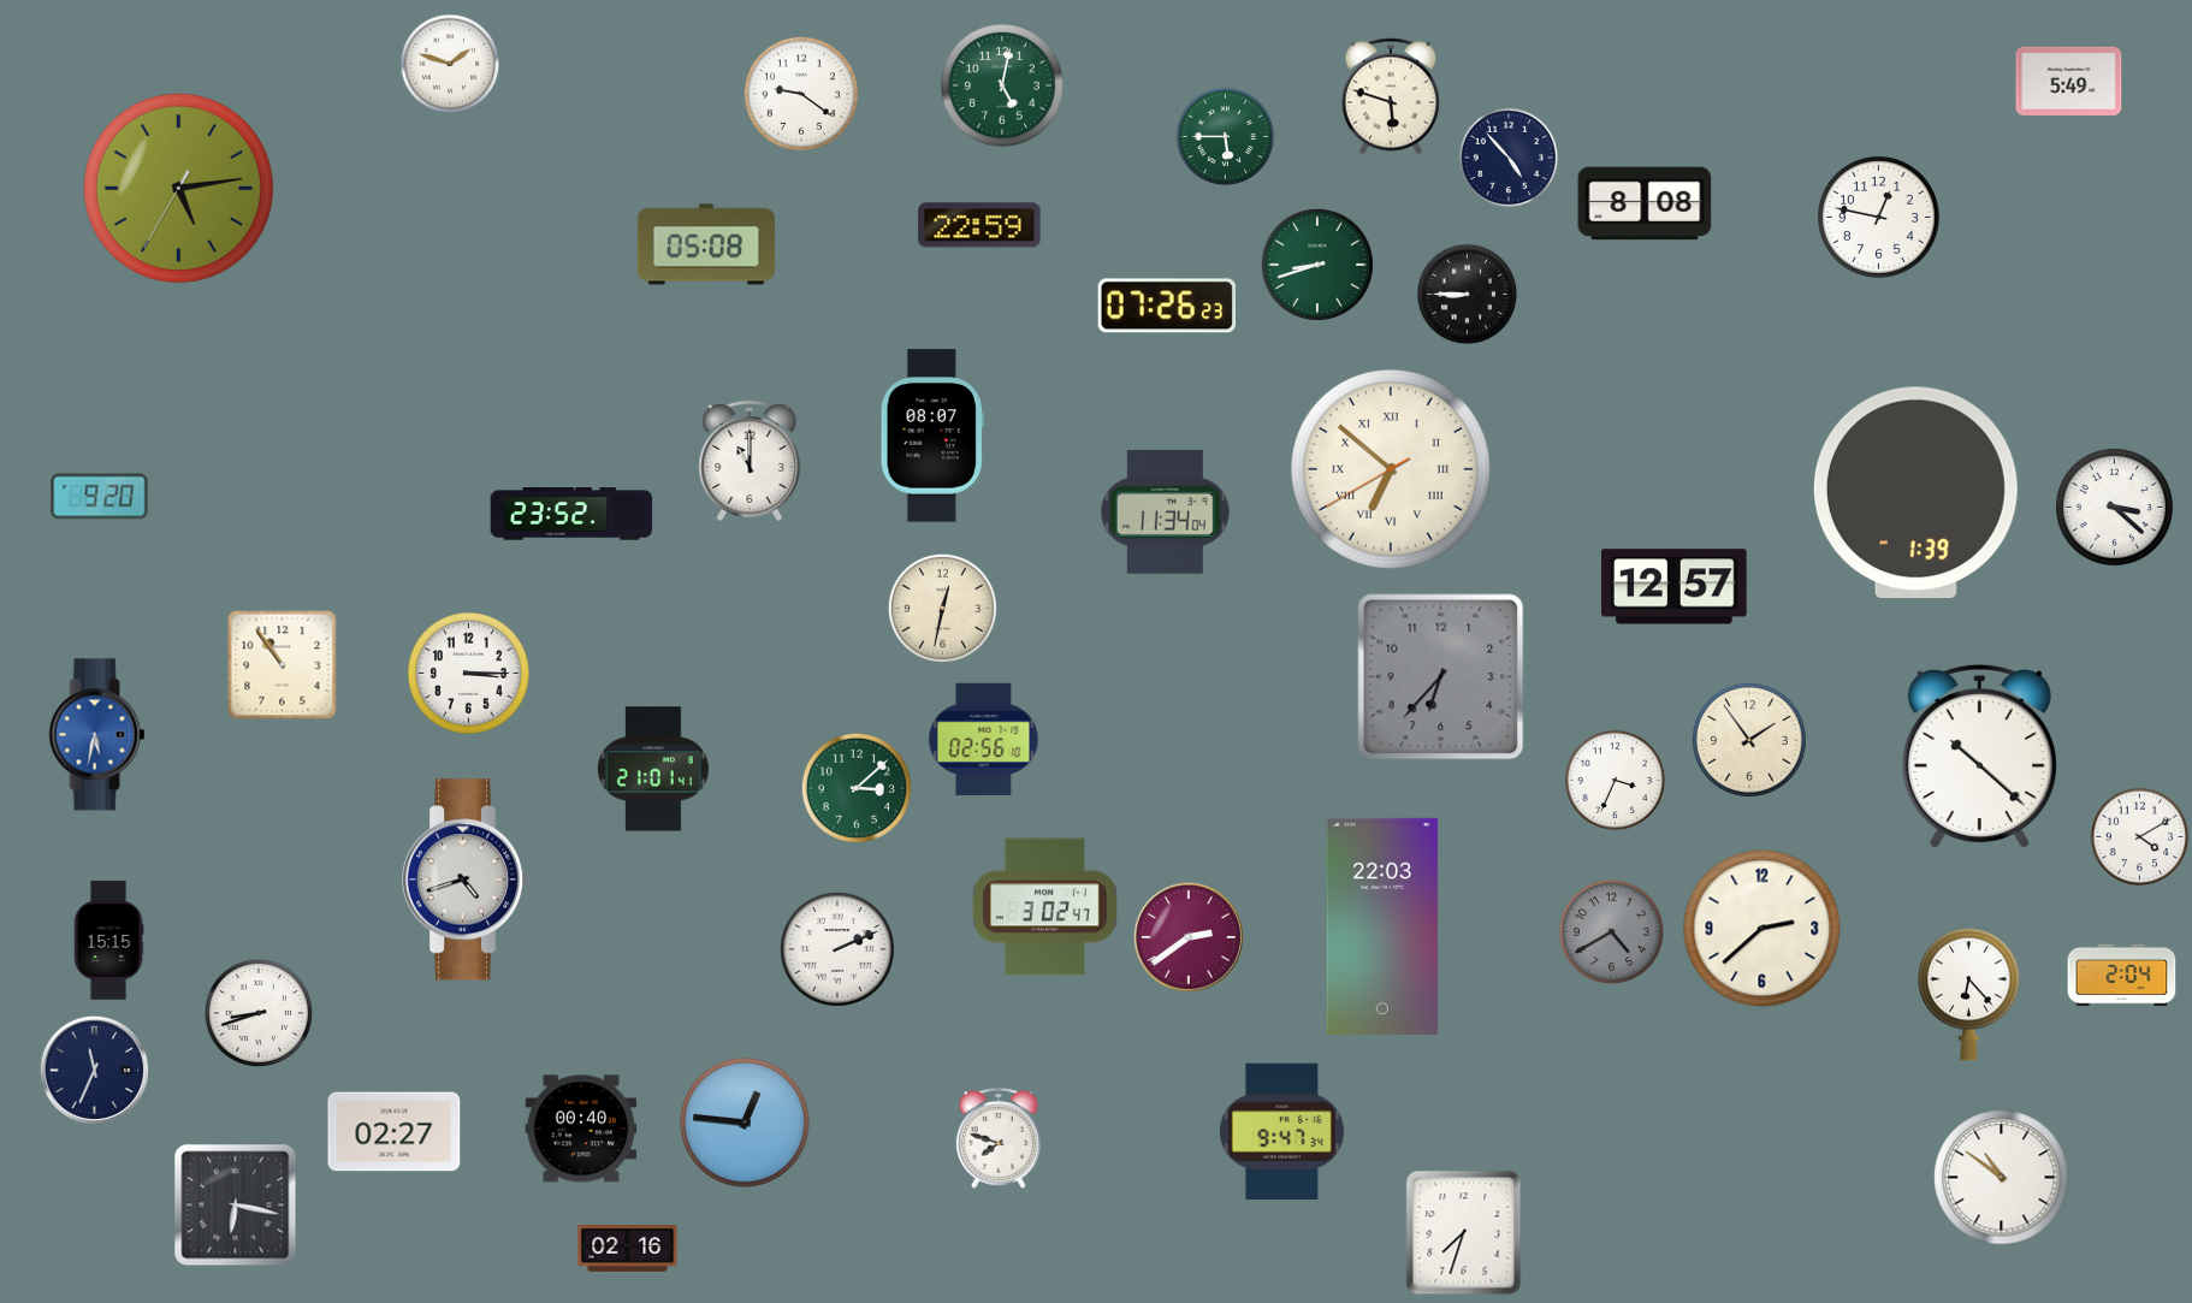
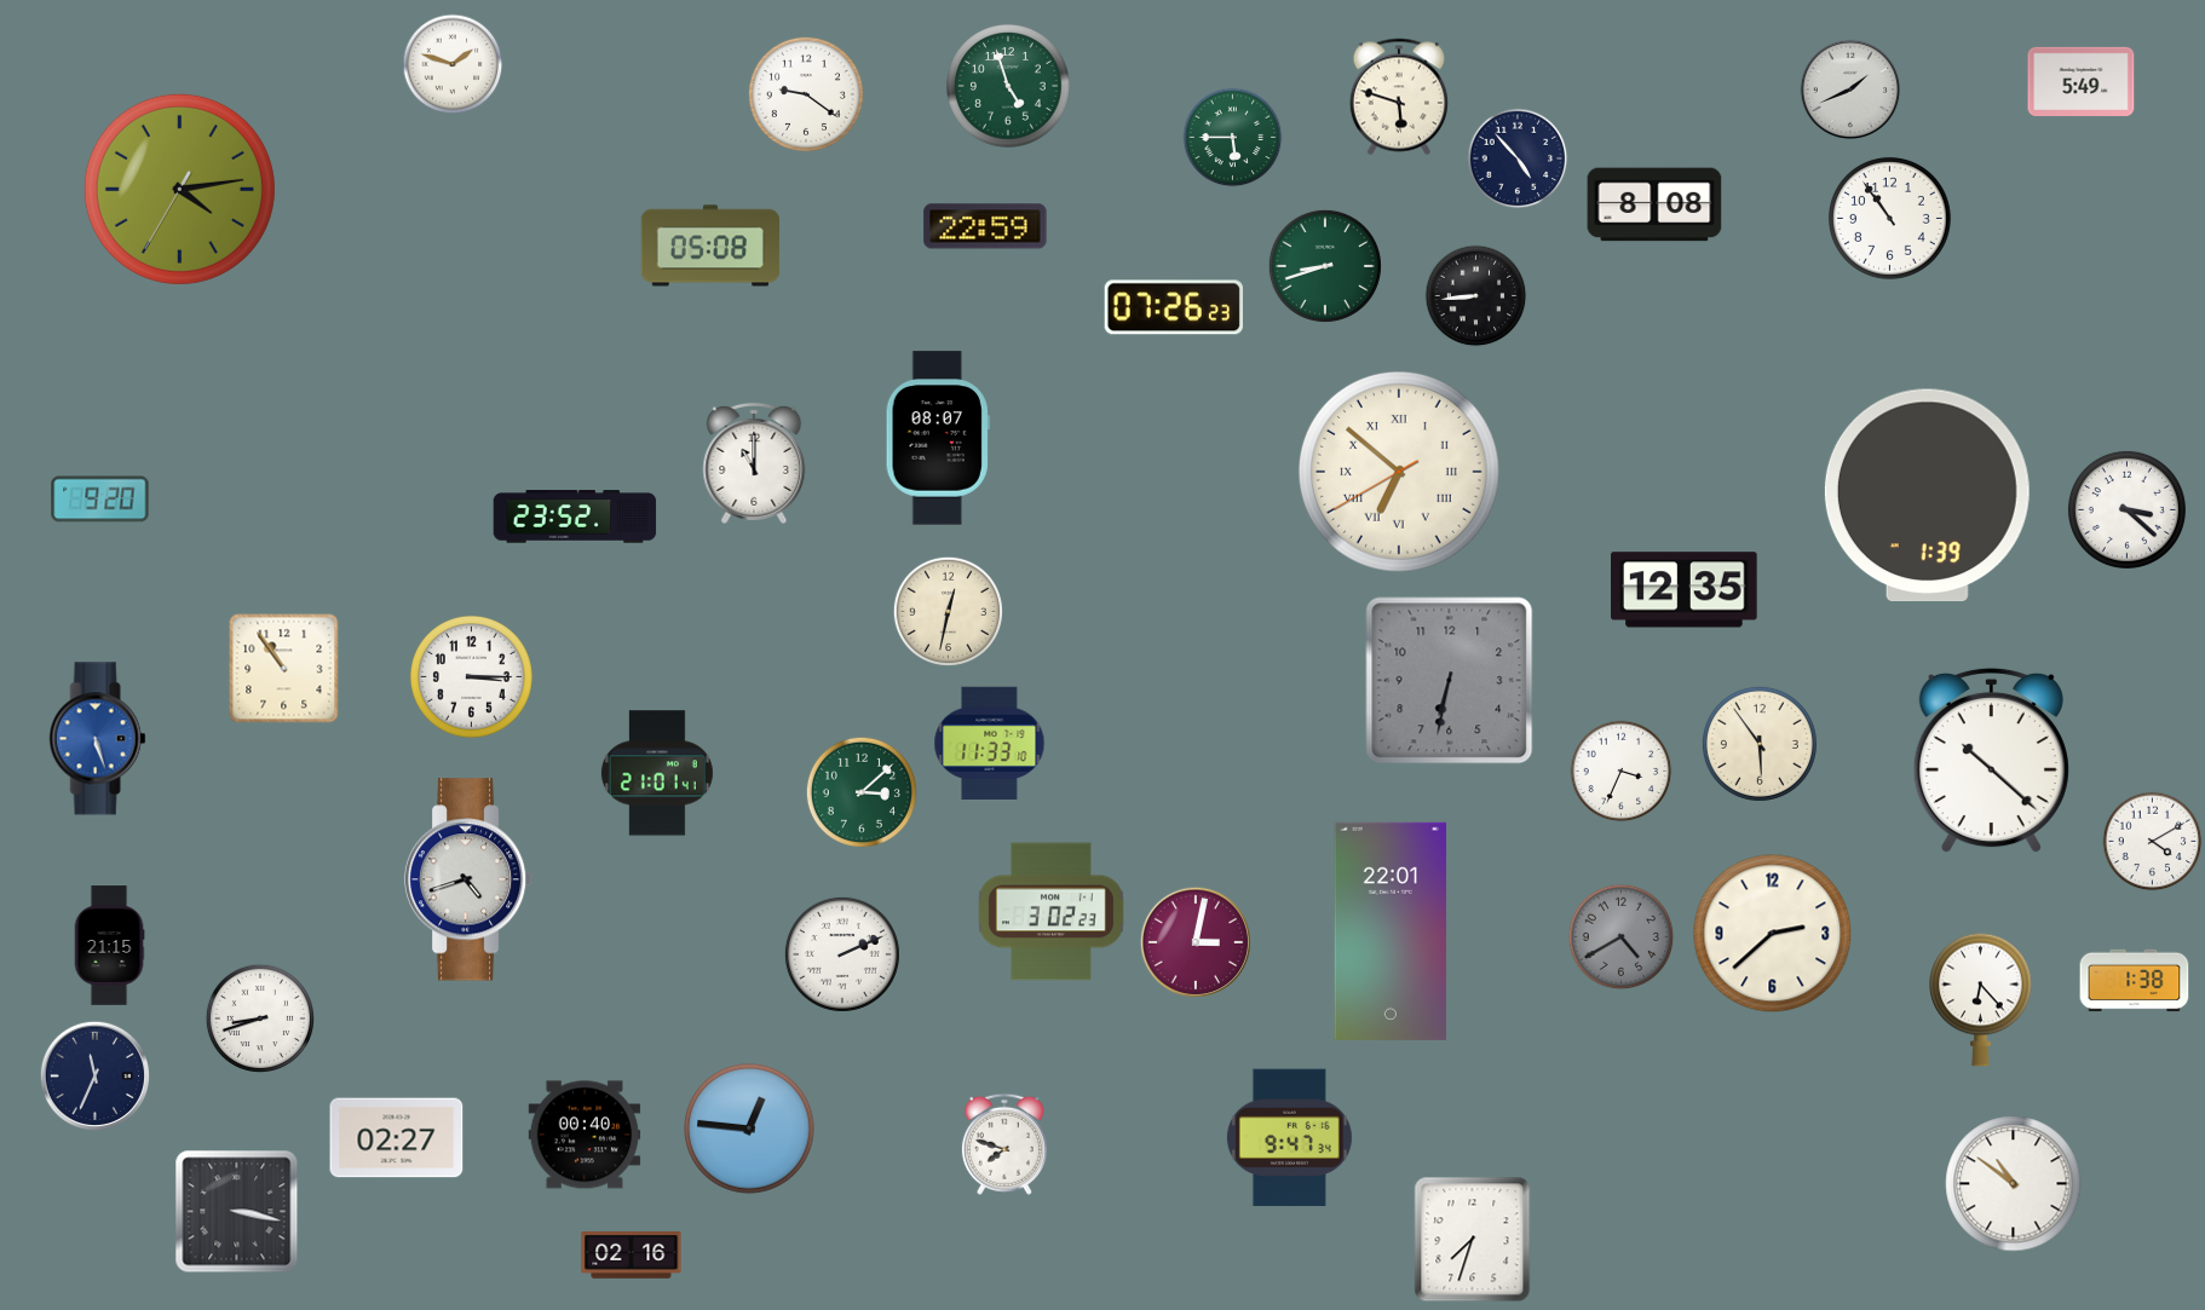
clock at (1003, 87): 5:02 -> 4:57
clock at (1850, 90): none -> 1:41
clock at (178, 188): 5:13 -> 4:13
clock at (1879, 218): 12:47 -> 10:54
clock at (1468, 295): 8:45 -> 8:44
clock at (1166, 511): 11:34 -> none
clock at (1675, 587): 12:57 -> 12:35
clock at (1441, 677): 6:37 -> 6:32
clock at (97, 735): 5:32 -> 5:27
clock at (984, 739): 02:56 -> 11:33
clock at (1749, 740): 1:54 -> 5:54
clock at (1616, 781) position: (1616, 781) -> (1622, 772)
clock at (466, 879) position: (466, 879) -> (468, 879)
clock at (1045, 907): 3:02:47 -> 3:02:23
clock at (1382, 926): 22:03 -> 22:01
clock at (1189, 937): 2:39 -> 3:02
clock at (108, 941): 15:15 -> 21:15
clock at (2122, 976): 2:04 -> 1:38
clock at (236, 1206): 6:17 -> 3:17
